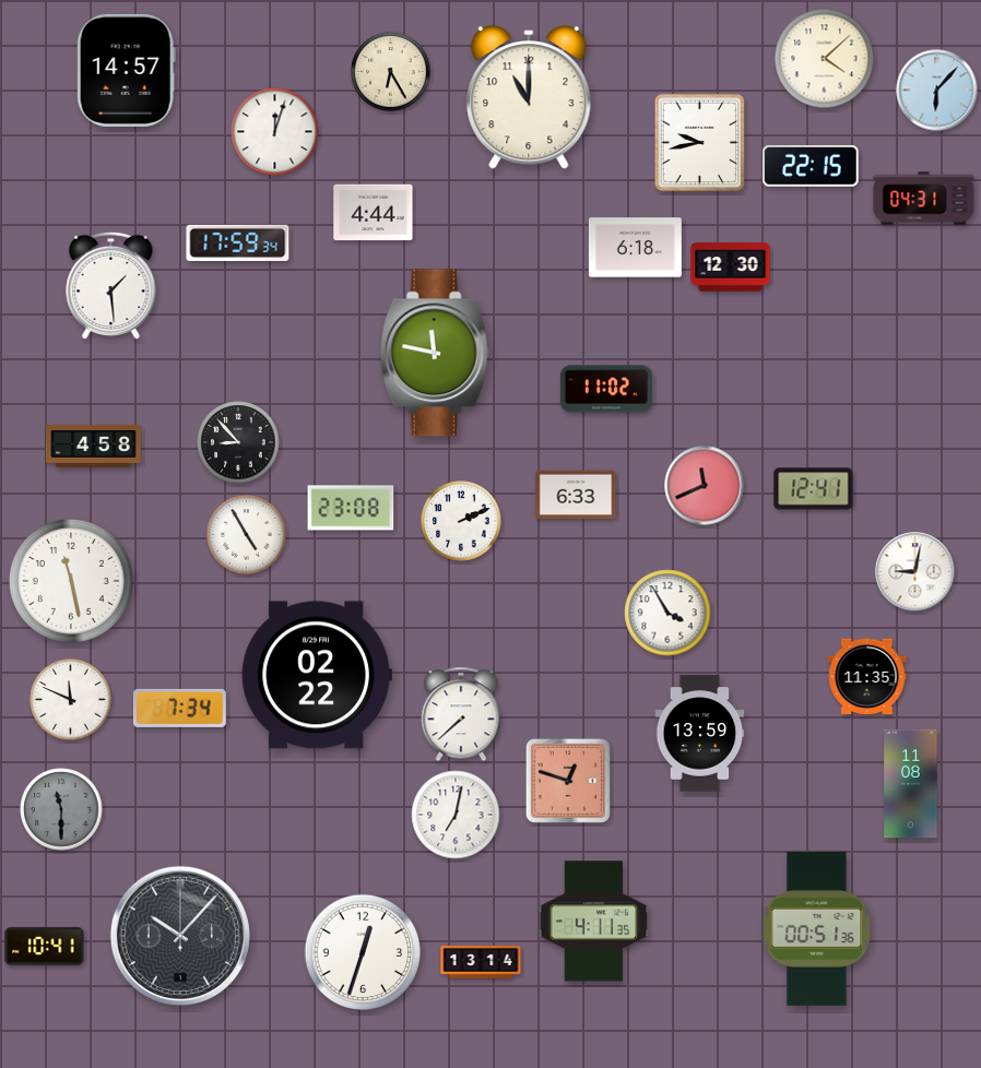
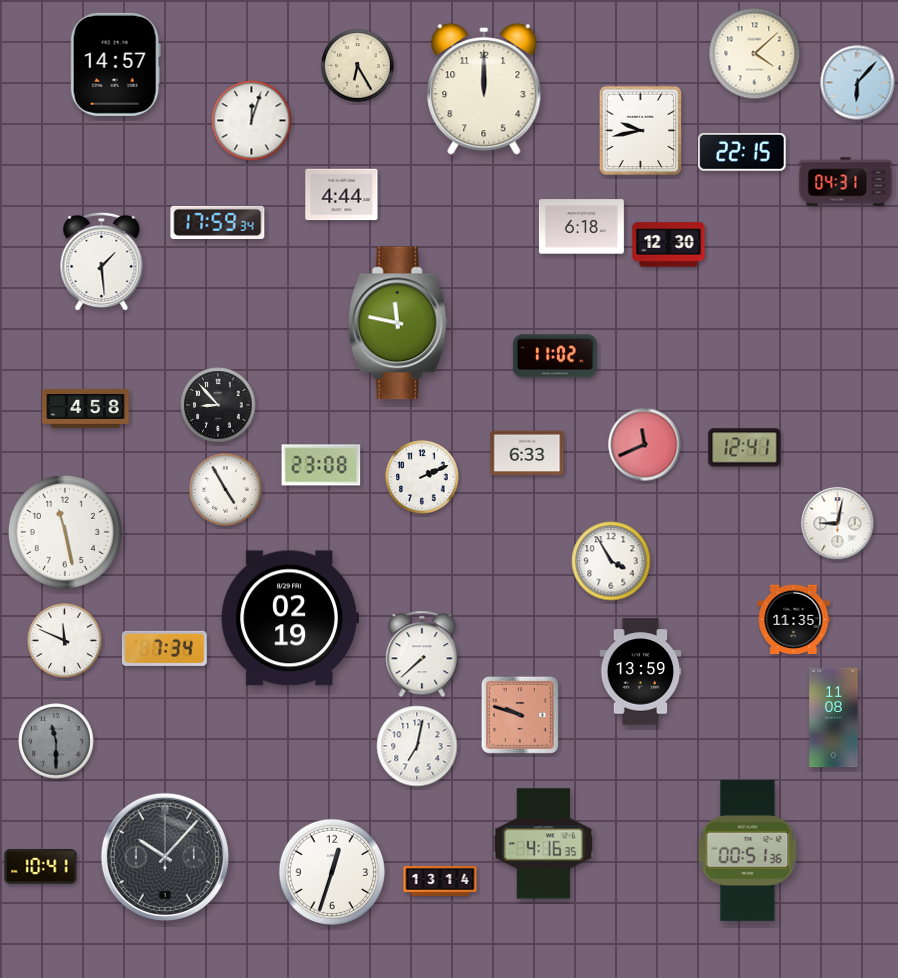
clock at (529, 97): 11:00 -> 12:00
clock at (317, 675): 02:22 -> 02:19
clock at (568, 781): 12:48 -> 9:48
clock at (594, 922): 4:11 -> 4:16
